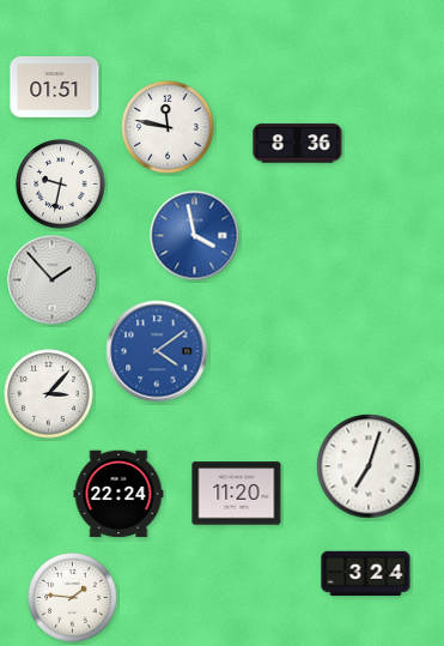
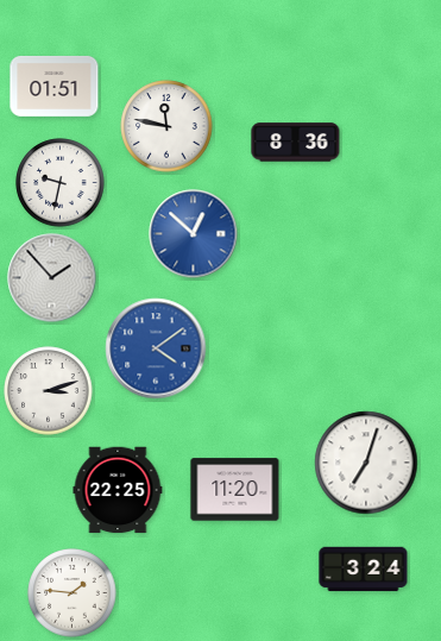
clock at (195, 236): 3:58 -> 12:52
clock at (49, 394): 3:07 -> 3:12
clock at (118, 494): 22:24 -> 22:25
